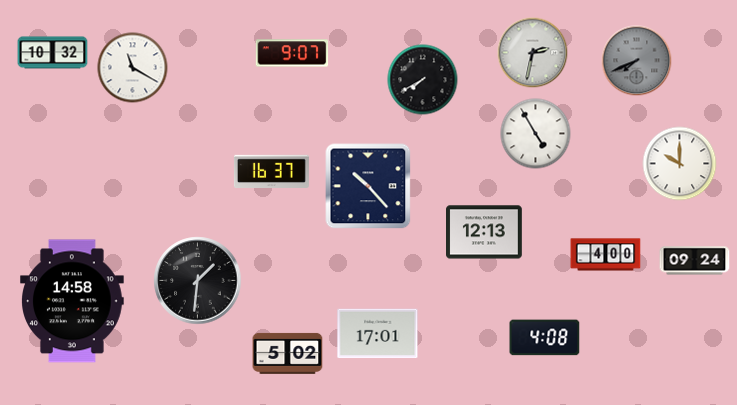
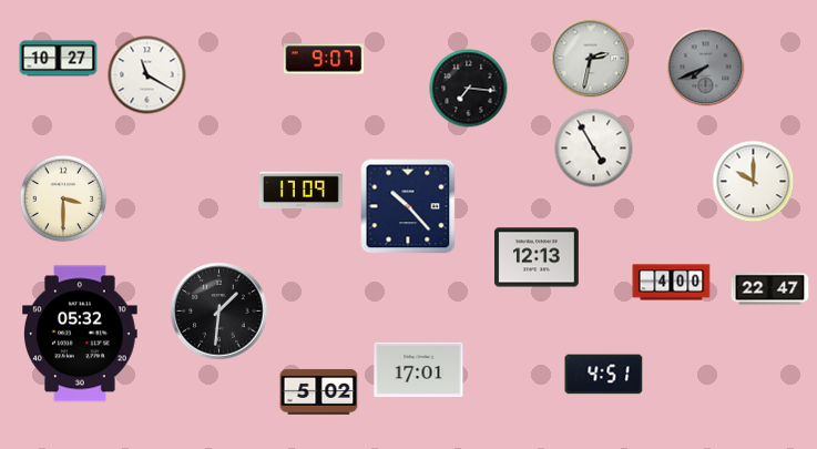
clock at (53, 53): 10:32 -> 10:27
clock at (423, 80): 7:40 -> 7:16
clock at (271, 171): 16:37 -> 17:09
clock at (63, 198): none -> 3:30
clock at (695, 261): 09:24 -> 22:47
clock at (73, 301): 14:58 -> 05:32
clock at (545, 338): 4:08 -> 4:51
